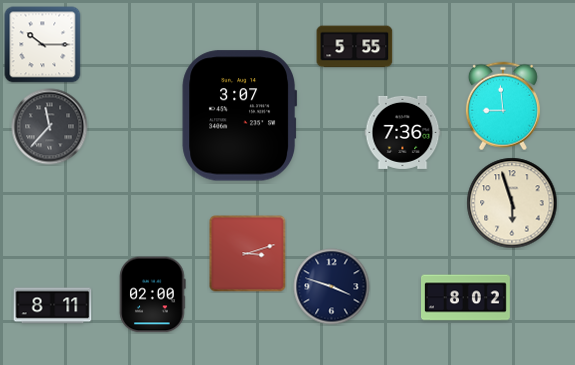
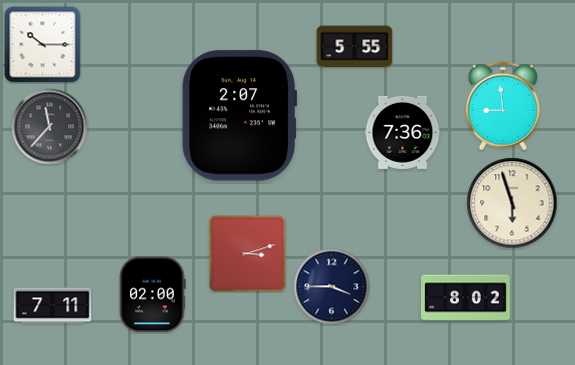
clock at (240, 116): 3:07 -> 2:07
clock at (332, 287): 3:48 -> 3:45
clock at (53, 306): 8:11 -> 7:11
